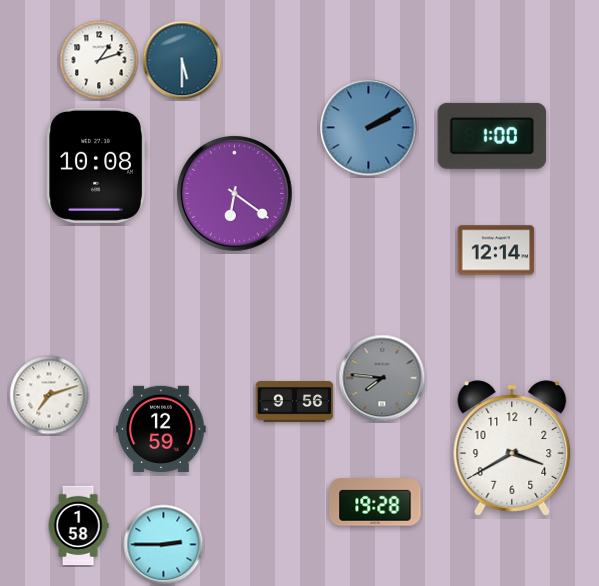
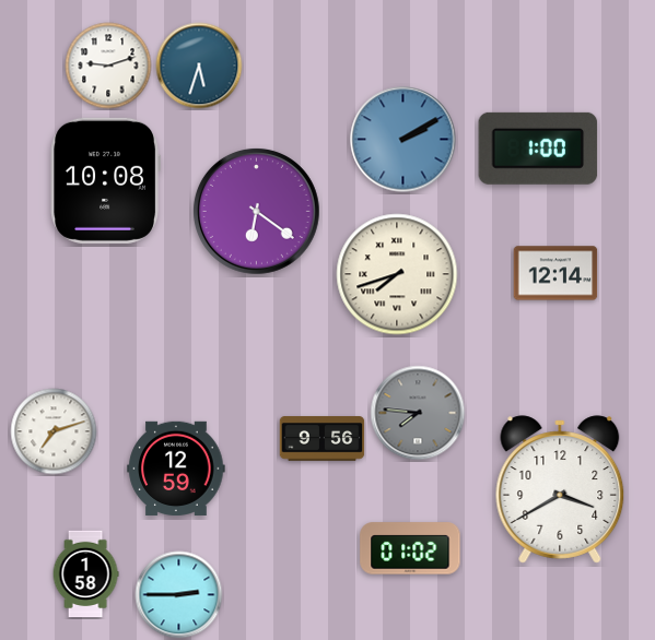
clock at (99, 60): 1:12 -> 9:12
clock at (182, 60): 5:30 -> 5:33
clock at (496, 250) position: (496, 250) -> (555, 273)
clock at (397, 274): none -> 7:42
clock at (375, 502): 19:28 -> 01:02
